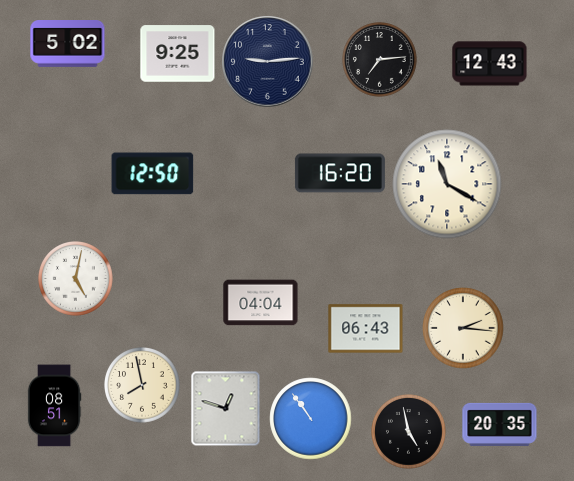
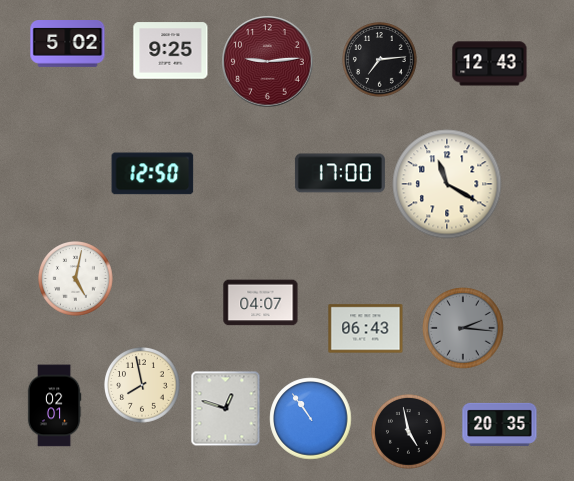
clock at (178, 54) position: (178, 54) -> (171, 51)
clock at (268, 62) dial: navy -> burgundy
clock at (340, 173): 16:20 -> 17:00
clock at (261, 303): 04:04 -> 04:07
clock at (463, 328) dial: cream -> grey
clock at (54, 406): 08:51 -> 02:01
